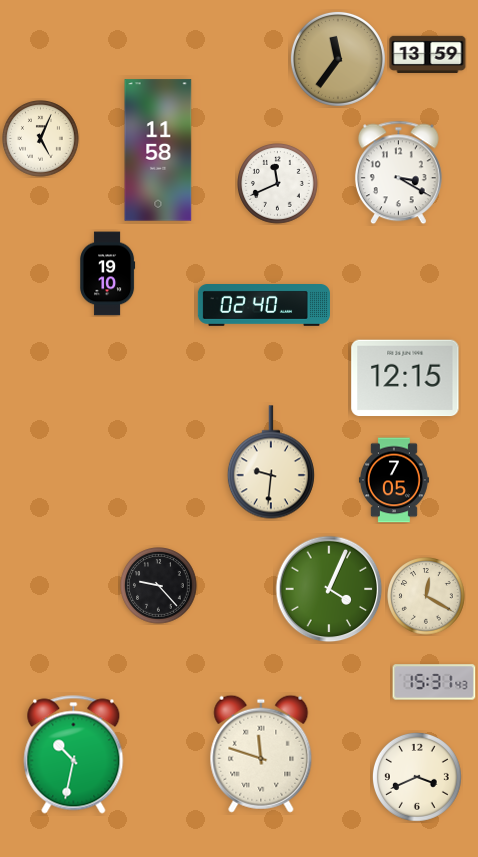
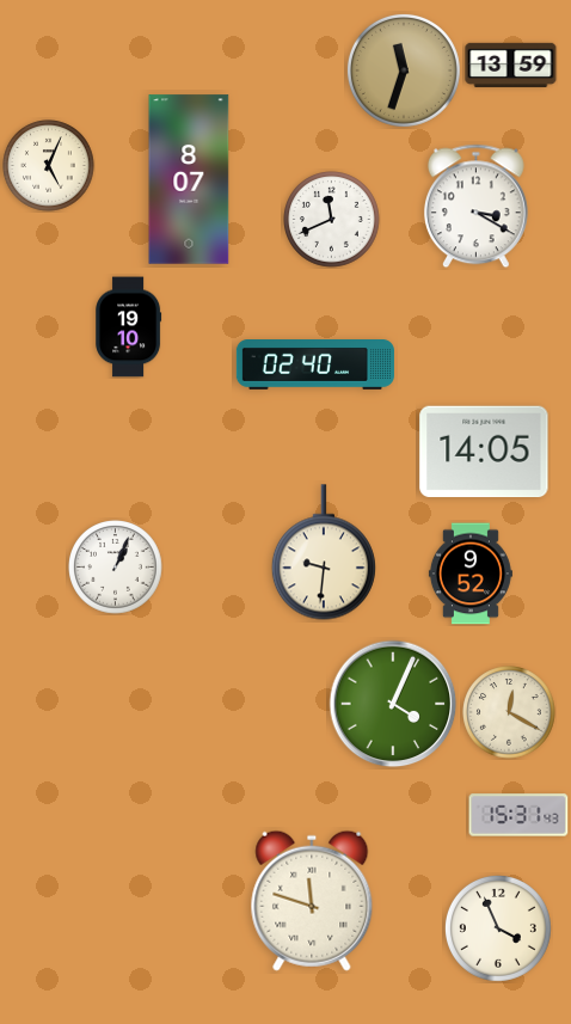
clock at (338, 59): 11:36 -> 11:33
clock at (158, 150): 11:58 -> 8:07
clock at (405, 378): 12:15 -> 14:05
clock at (116, 568): none -> 1:04
clock at (394, 480): 7:05 -> 9:52
clock at (159, 586): 9:23 -> none
clock at (74, 755): 10:32 -> none
clock at (417, 777): 3:41 -> 3:56
